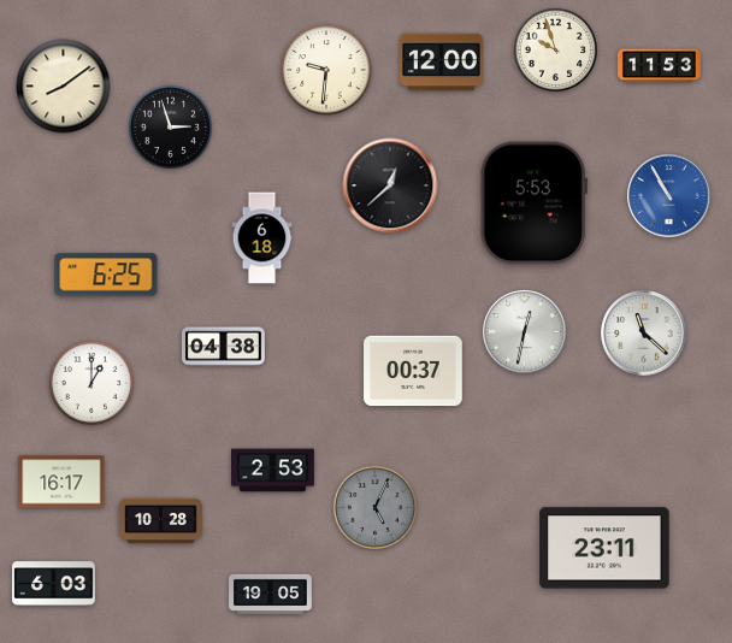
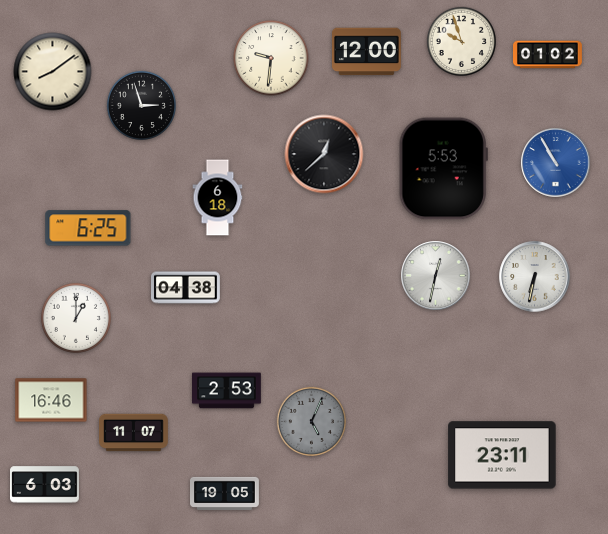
clock at (660, 66): 11:53 -> 01:02
clock at (644, 334): 11:22 -> 6:32
clock at (413, 371): 00:37 -> none
clock at (61, 482): 16:17 -> 16:46
clock at (161, 521): 10:28 -> 11:07
